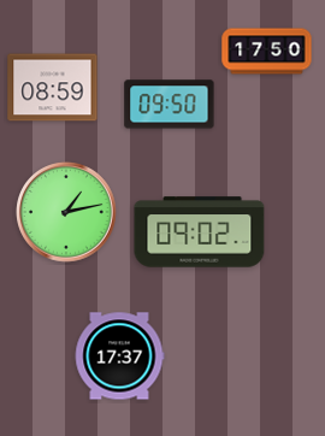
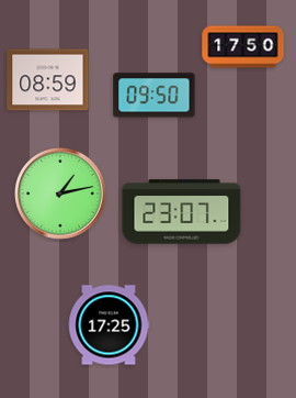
clock at (200, 232): 09:02 -> 23:07
clock at (119, 357): 17:37 -> 17:25
